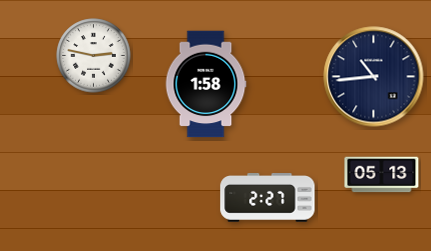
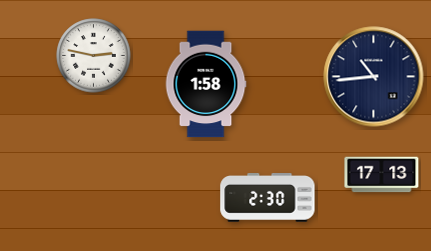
clock at (382, 175): 05:13 -> 17:13
clock at (268, 198): 2:27 -> 2:30
